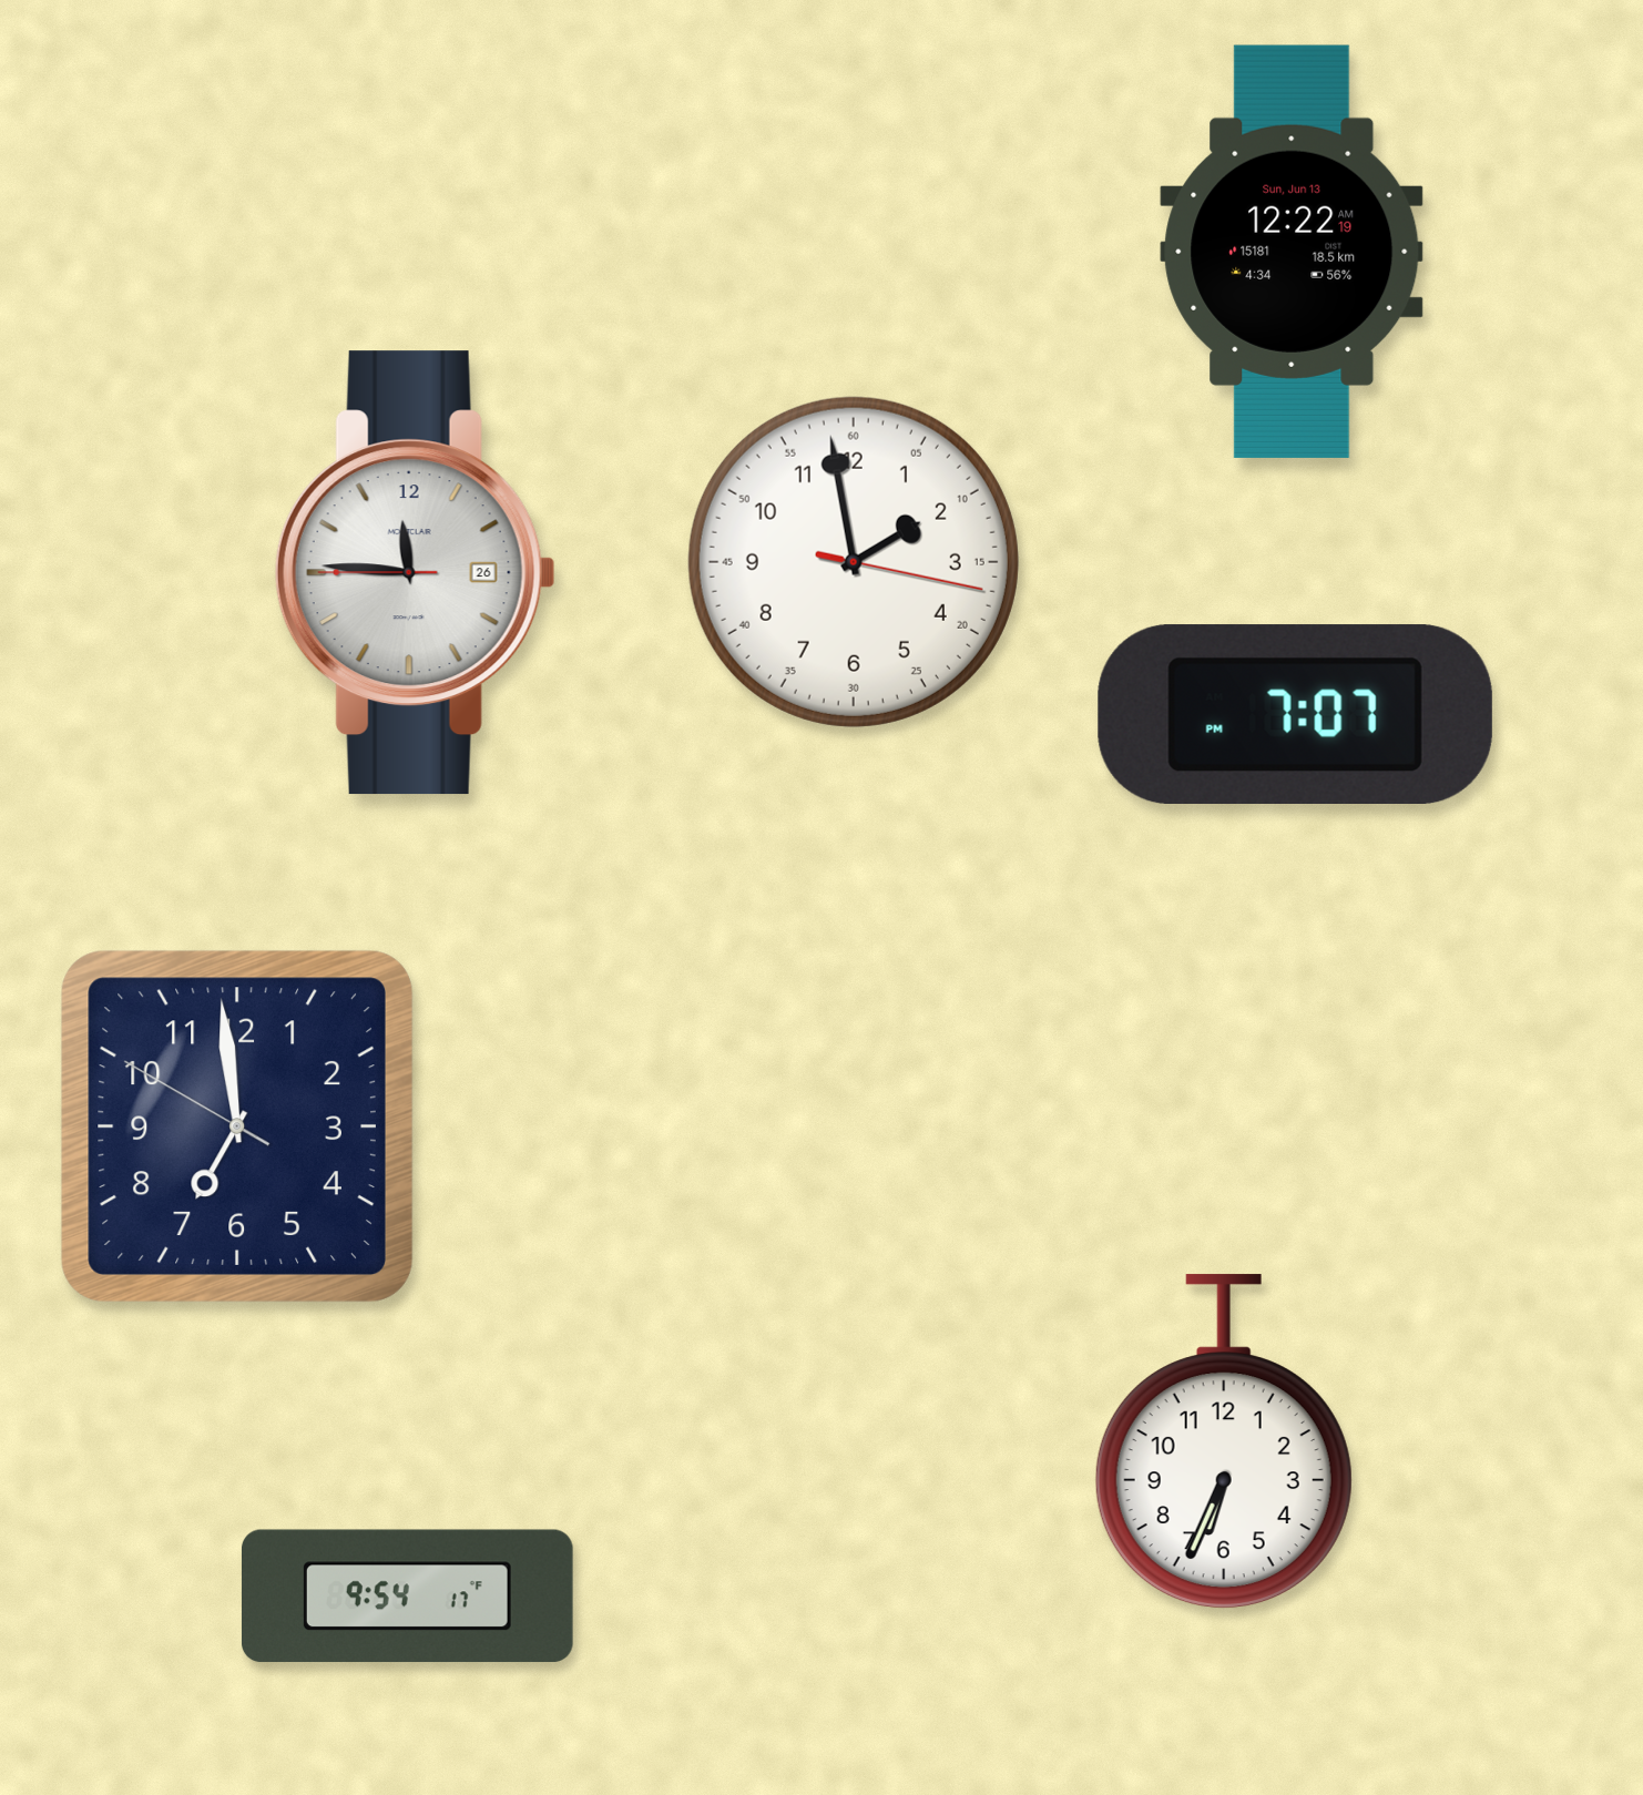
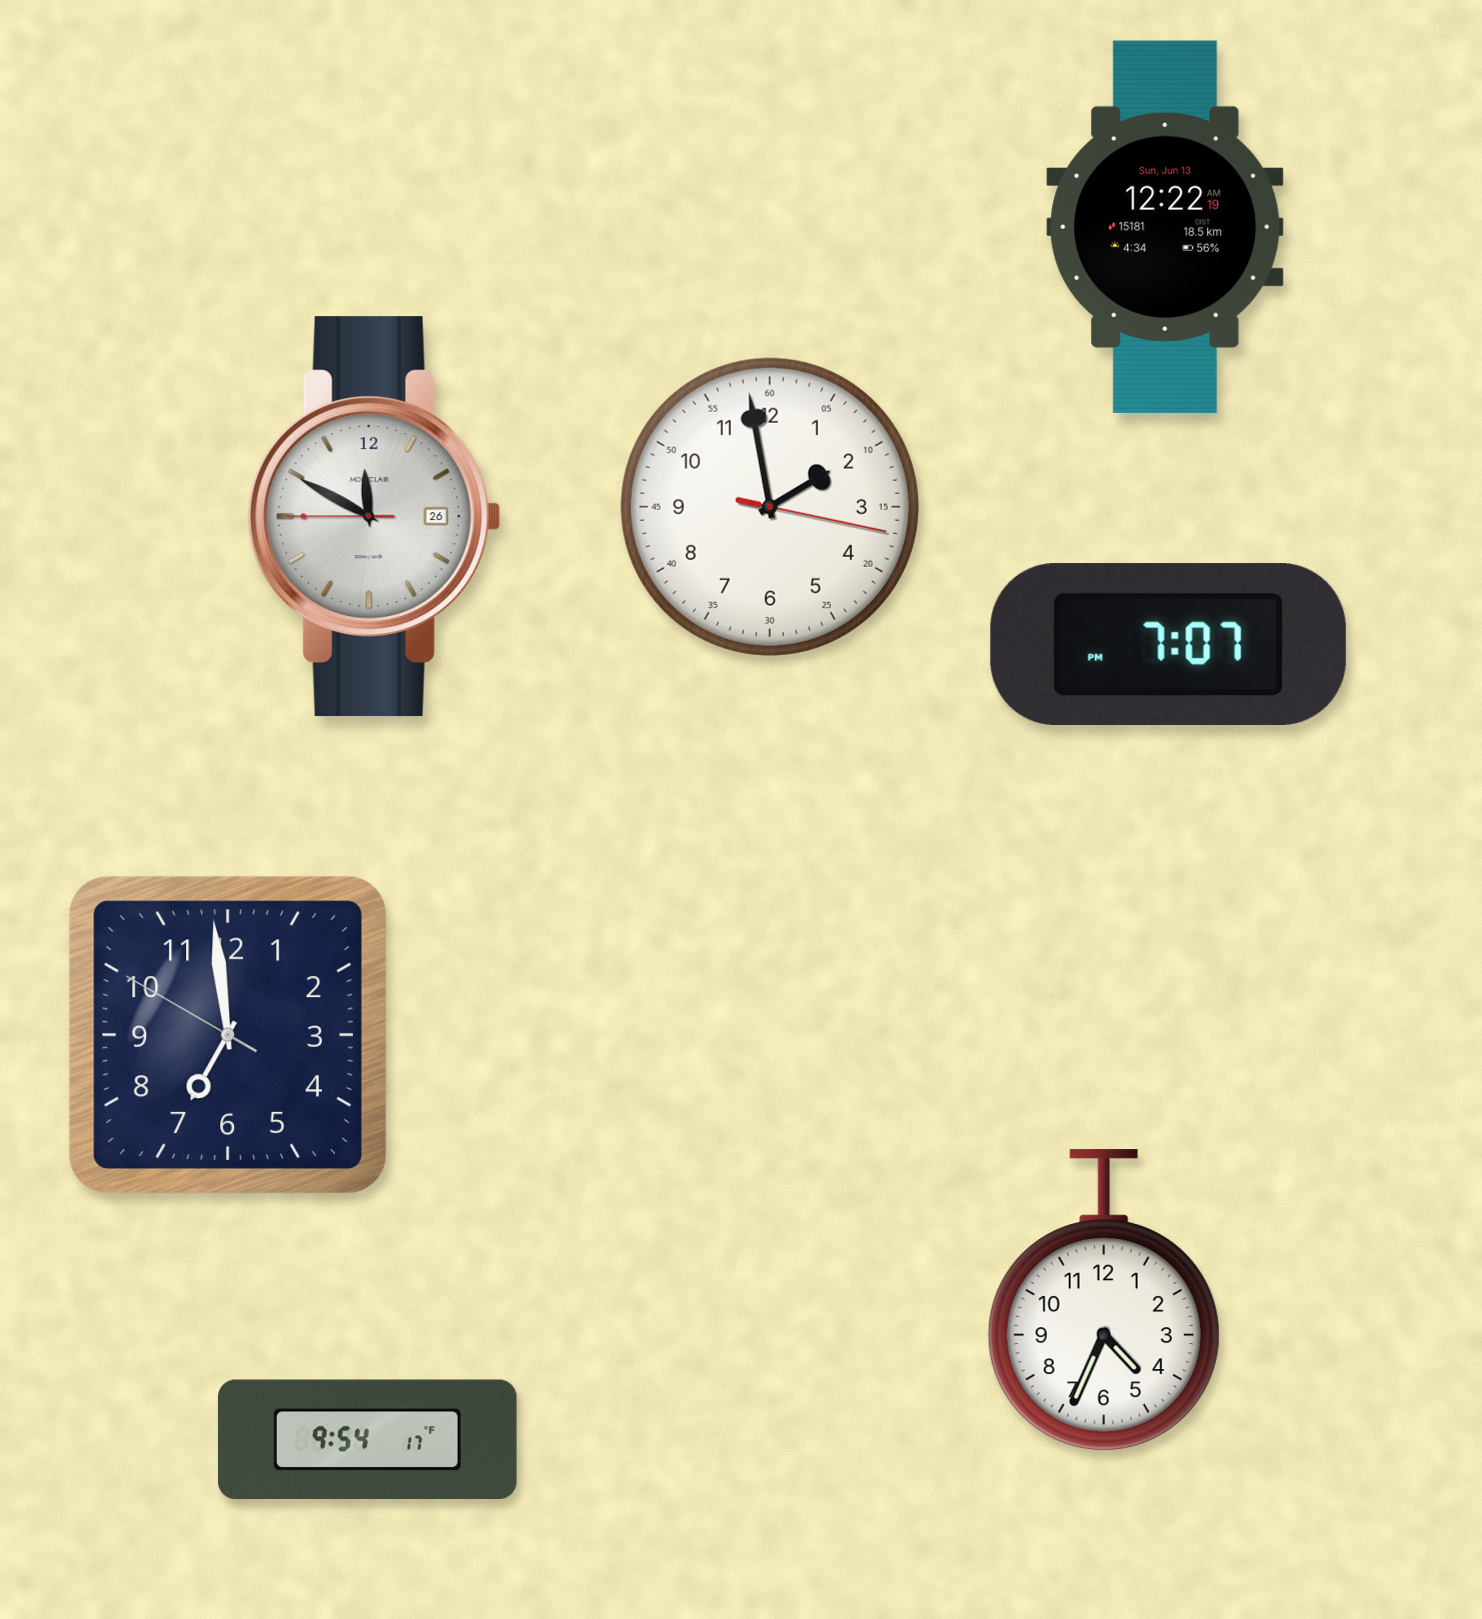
clock at (415, 573): 11:45 -> 11:49
clock at (237, 1126) position: (237, 1126) -> (228, 1035)
clock at (1224, 1442): 6:34 -> 4:34
